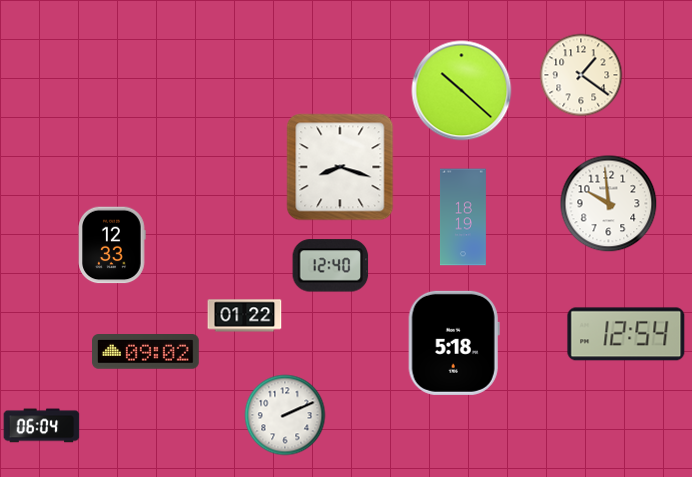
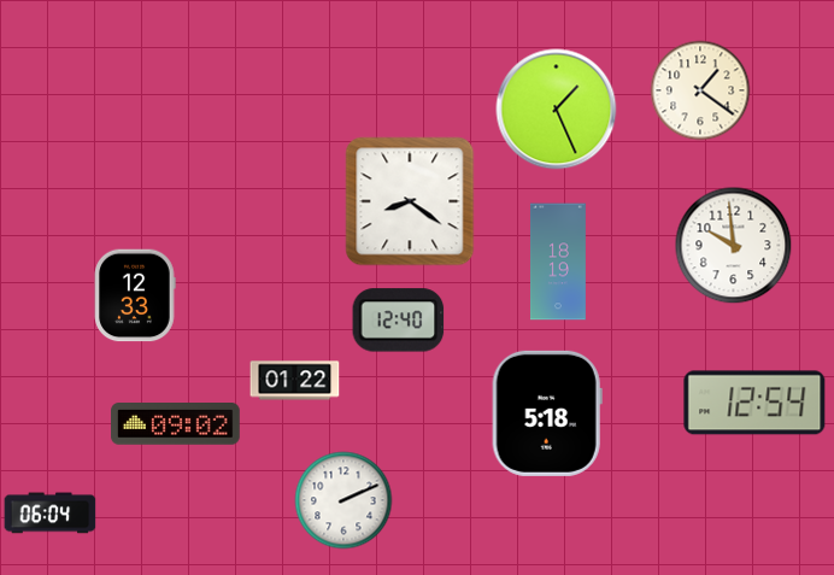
clock at (462, 91): 10:22 -> 1:26
clock at (340, 167): 8:18 -> 8:21
